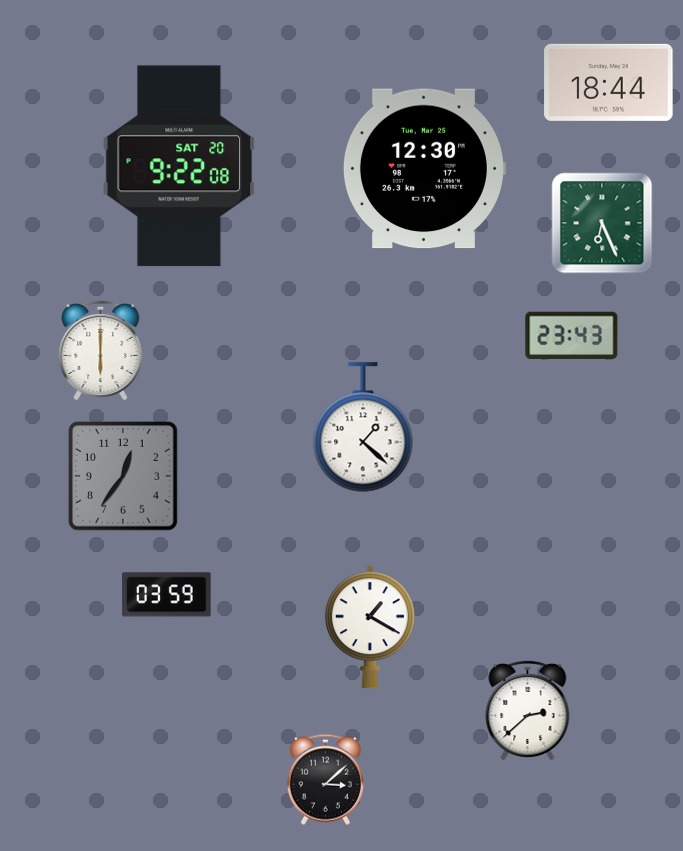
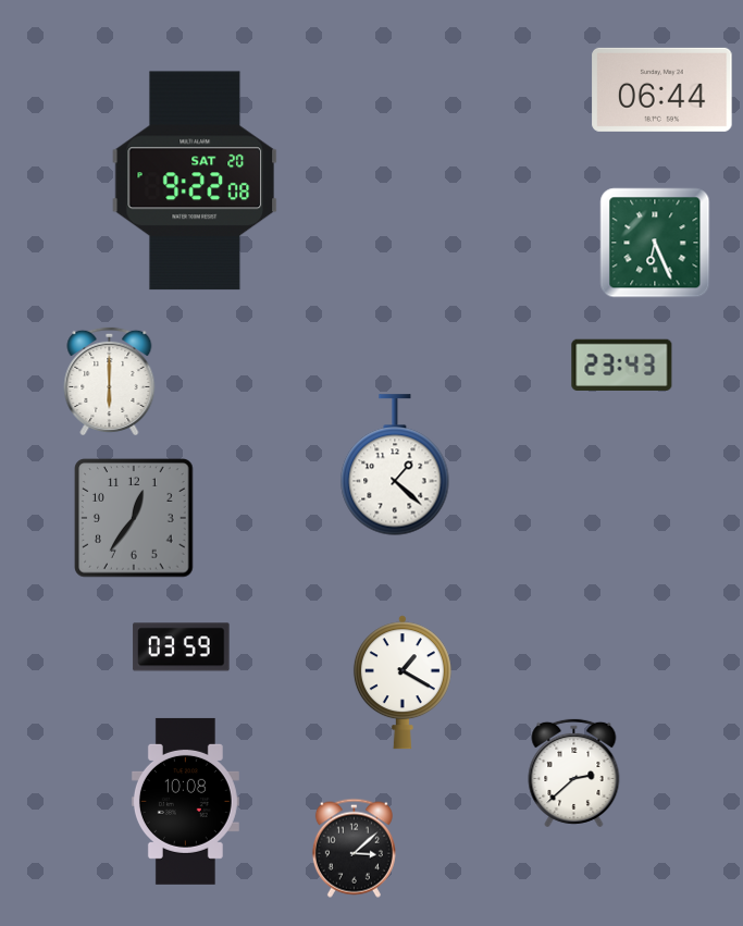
clock at (609, 82): 18:44 -> 06:44
clock at (424, 169): 12:30 -> none
clock at (185, 801): none -> 10:08
